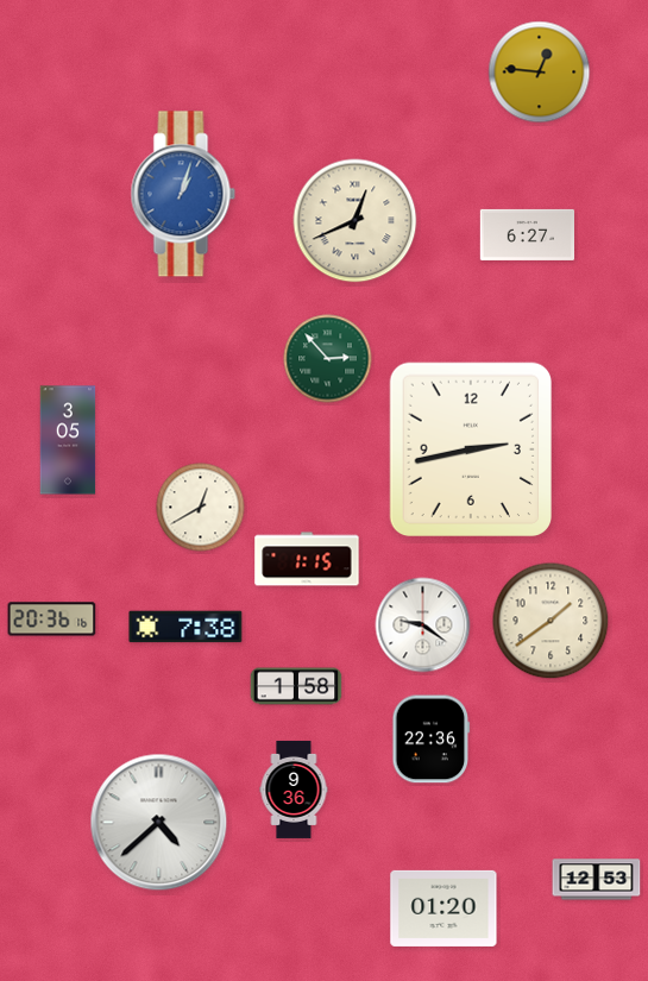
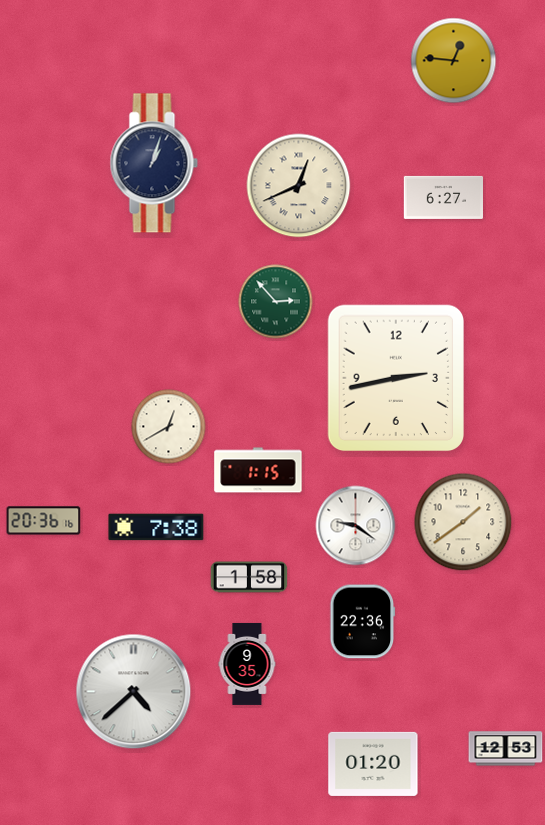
clock at (183, 194) dial: blue -> navy
clock at (68, 440): 3:05 -> none
clock at (294, 790): 9:36 -> 9:35
clock at (597, 880) position: (597, 880) -> (506, 749)
